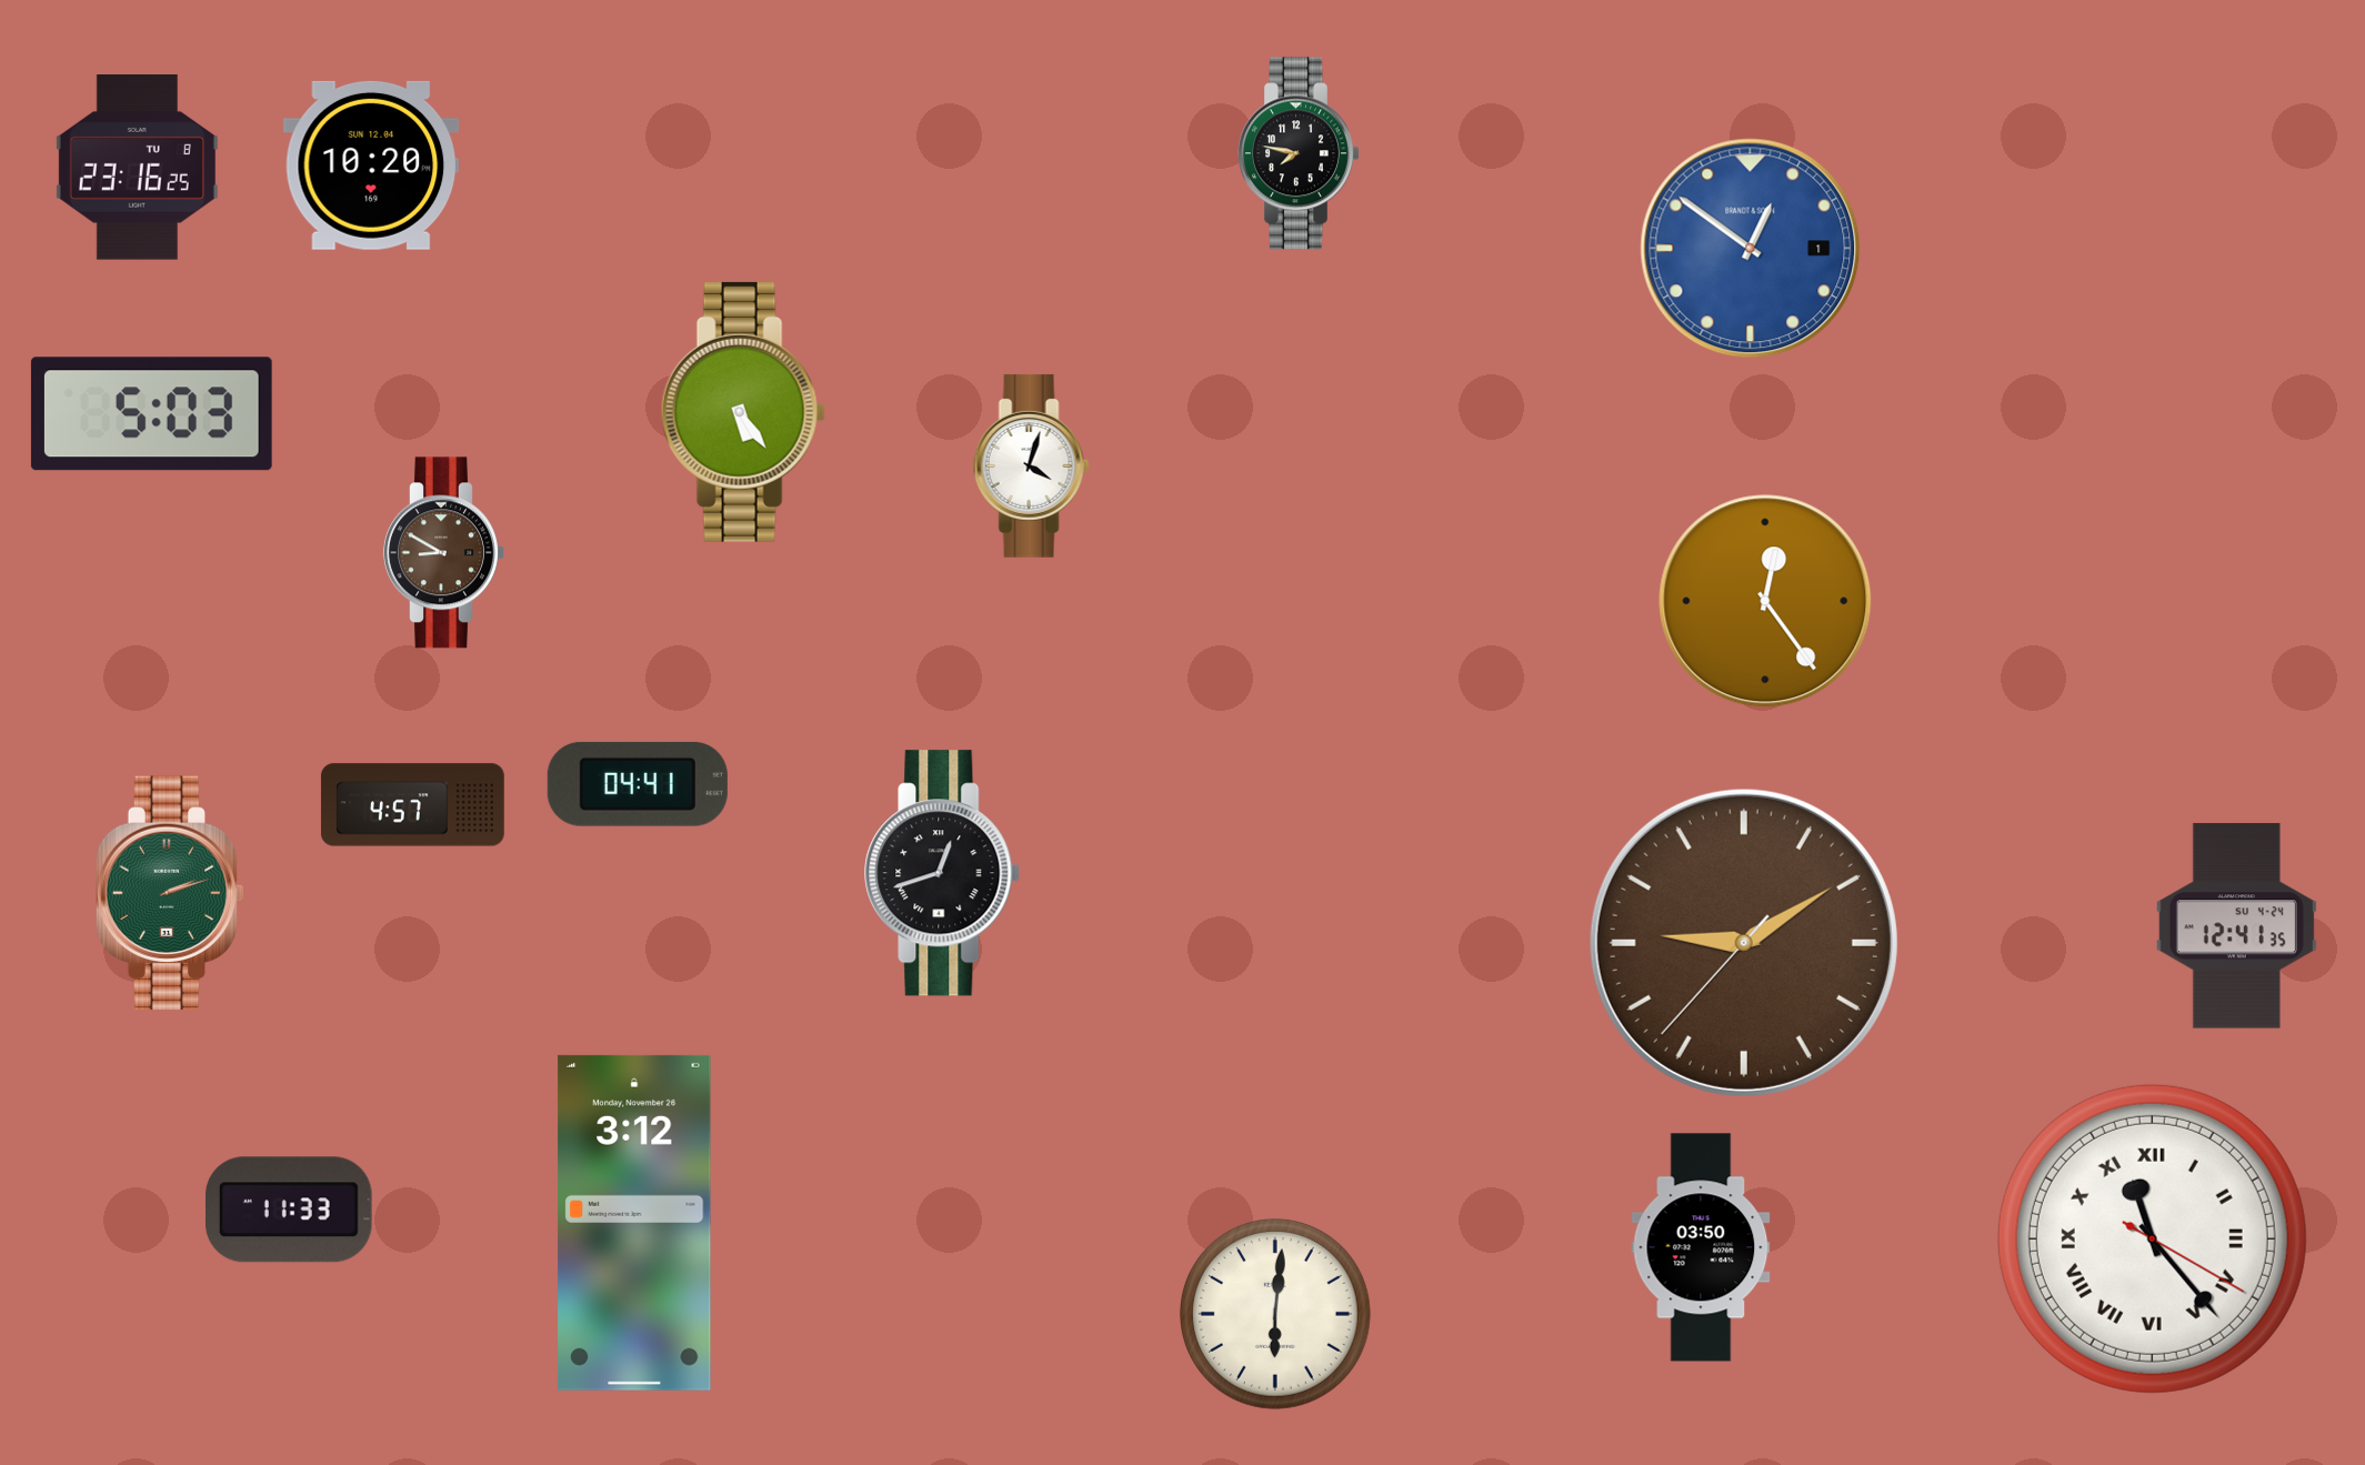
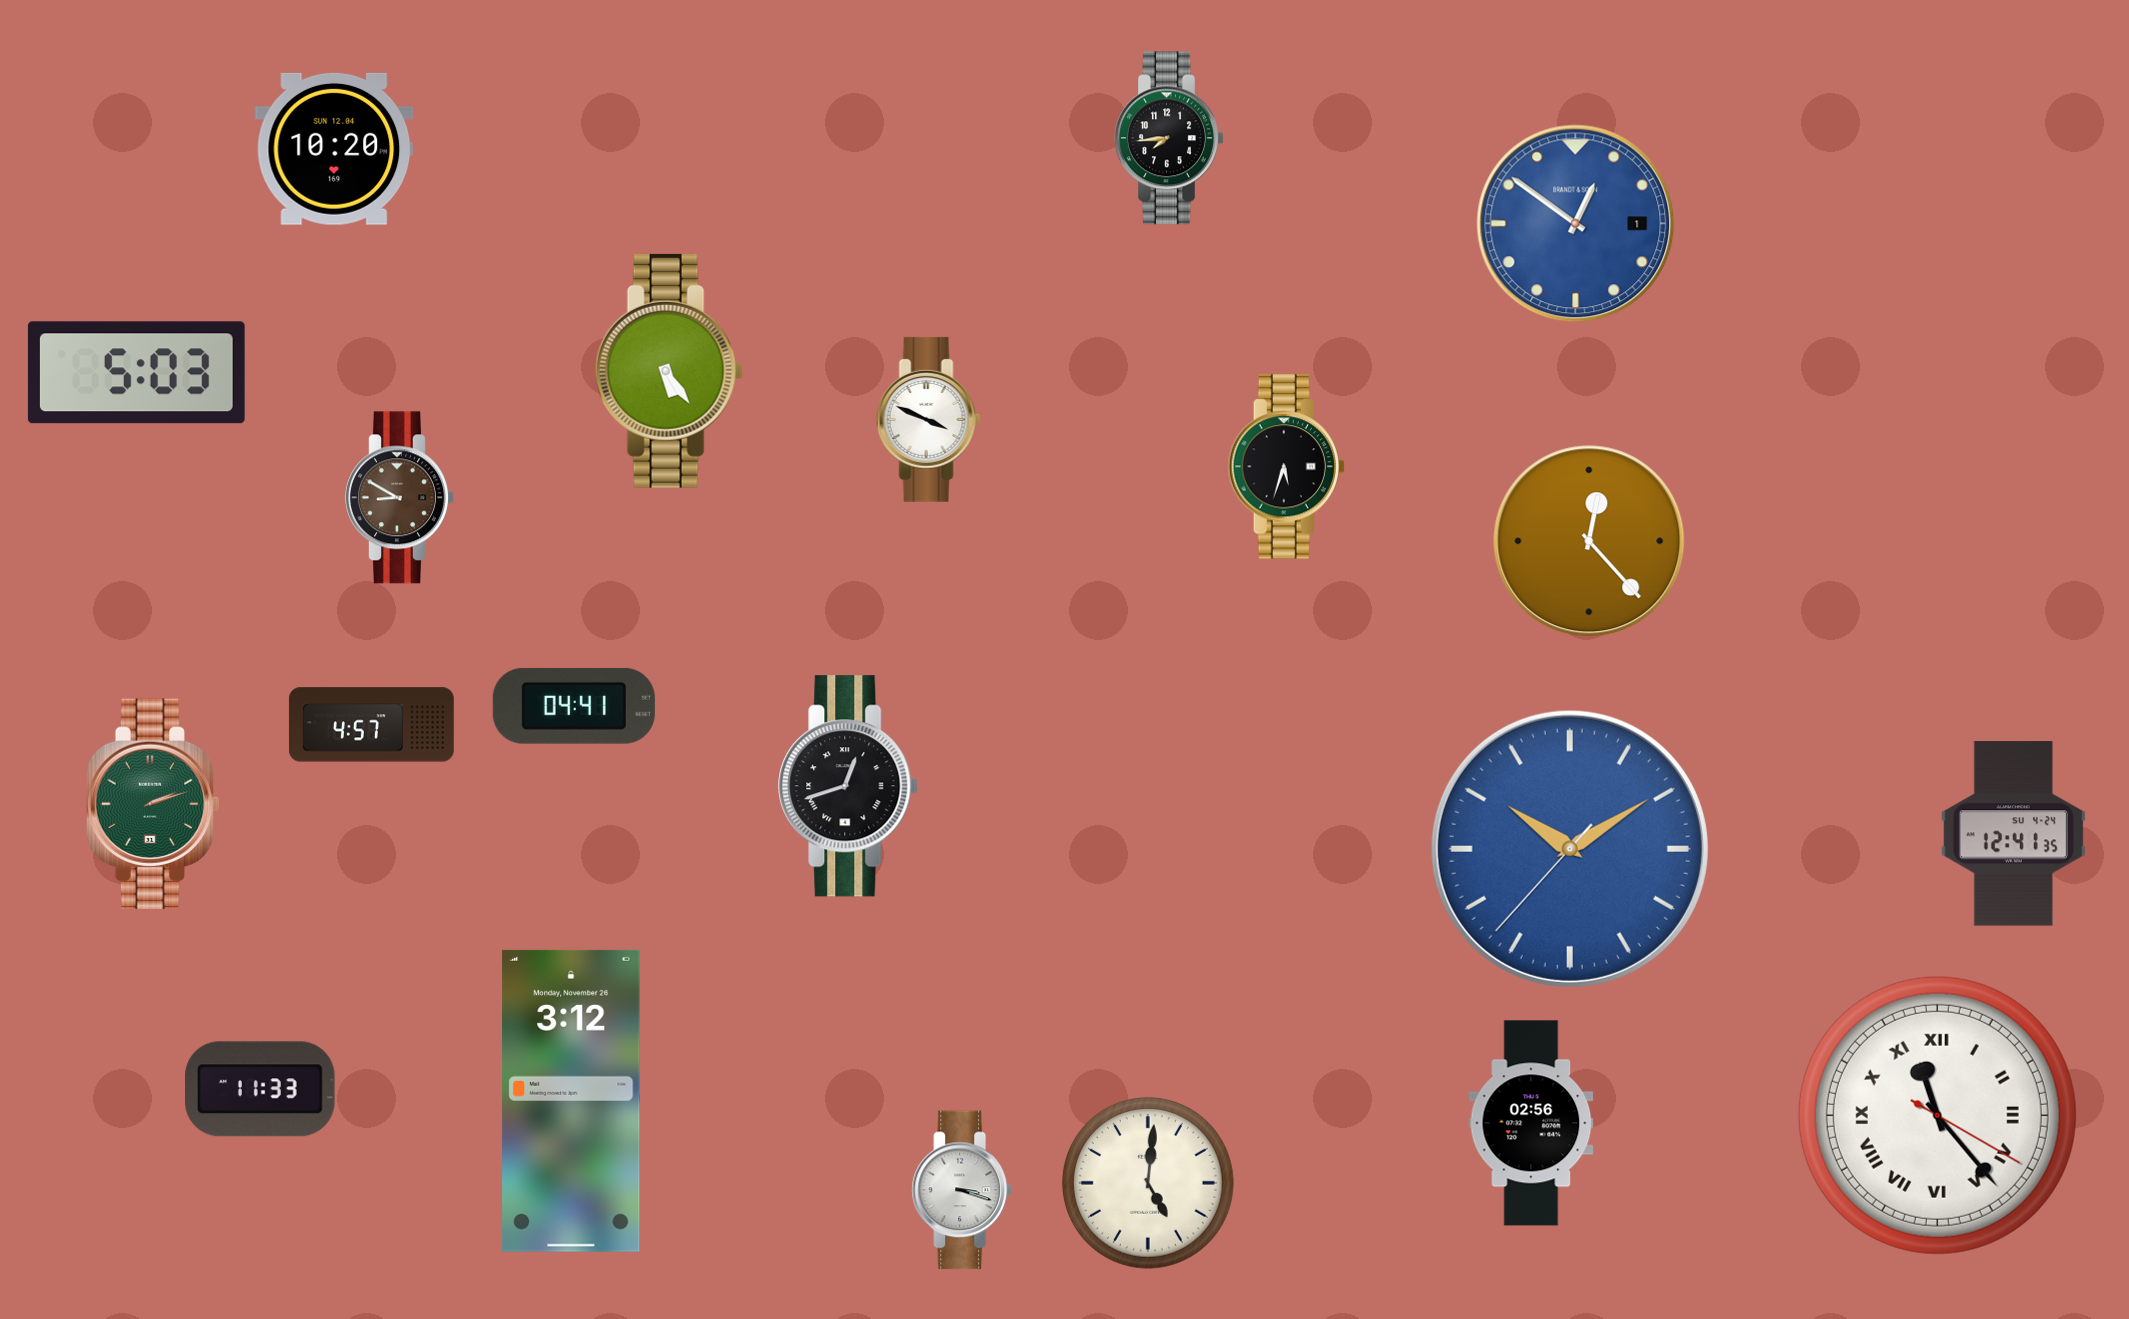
clock at (1299, 153): 7:47 -> 7:44
clock at (137, 168): 23:16 -> none
clock at (1031, 465): 4:03 -> 3:49
clock at (1286, 467): none -> 5:33
clock at (1765, 601): 12:24 -> 12:23
clock at (1744, 943): 9:09 -> 10:09
clock at (1744, 943) dial: brown -> blue
clock at (1701, 1247): 03:50 -> 02:56
clock at (1275, 1314): 6:01 -> 5:01
clock at (961, 1190): none -> 3:18
